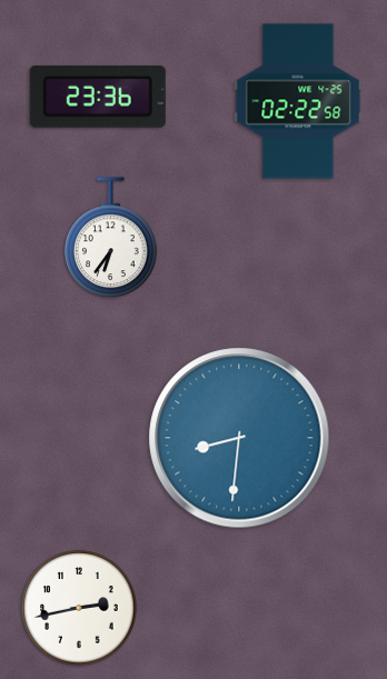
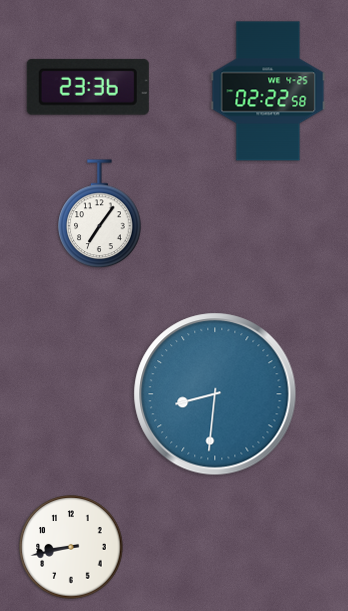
clock at (111, 238): 6:36 -> 7:06
clock at (79, 608): 2:43 -> 8:43
